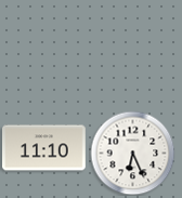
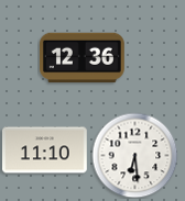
clock at (83, 58): none -> 12:36
clock at (132, 153): 6:26 -> 6:29
